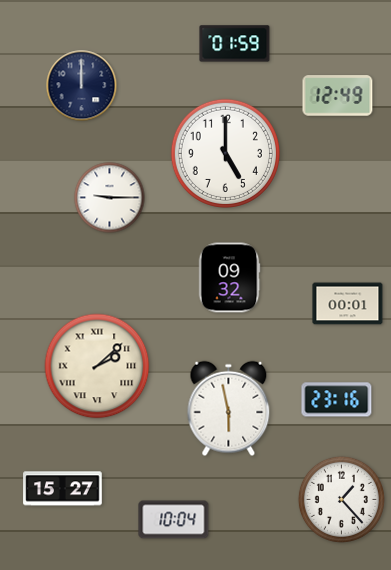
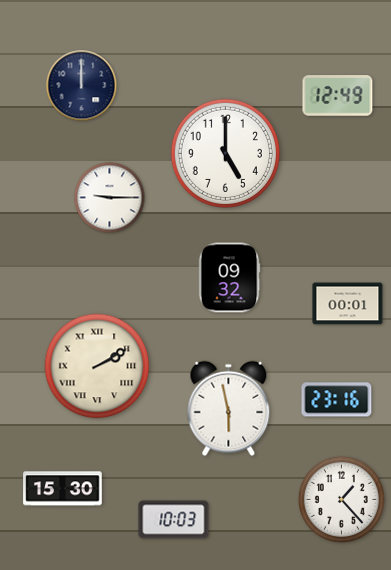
clock at (235, 44): 01:59 -> none
clock at (97, 366): 2:08 -> 2:10
clock at (63, 489): 15:27 -> 15:30
clock at (174, 520): 10:04 -> 10:03
